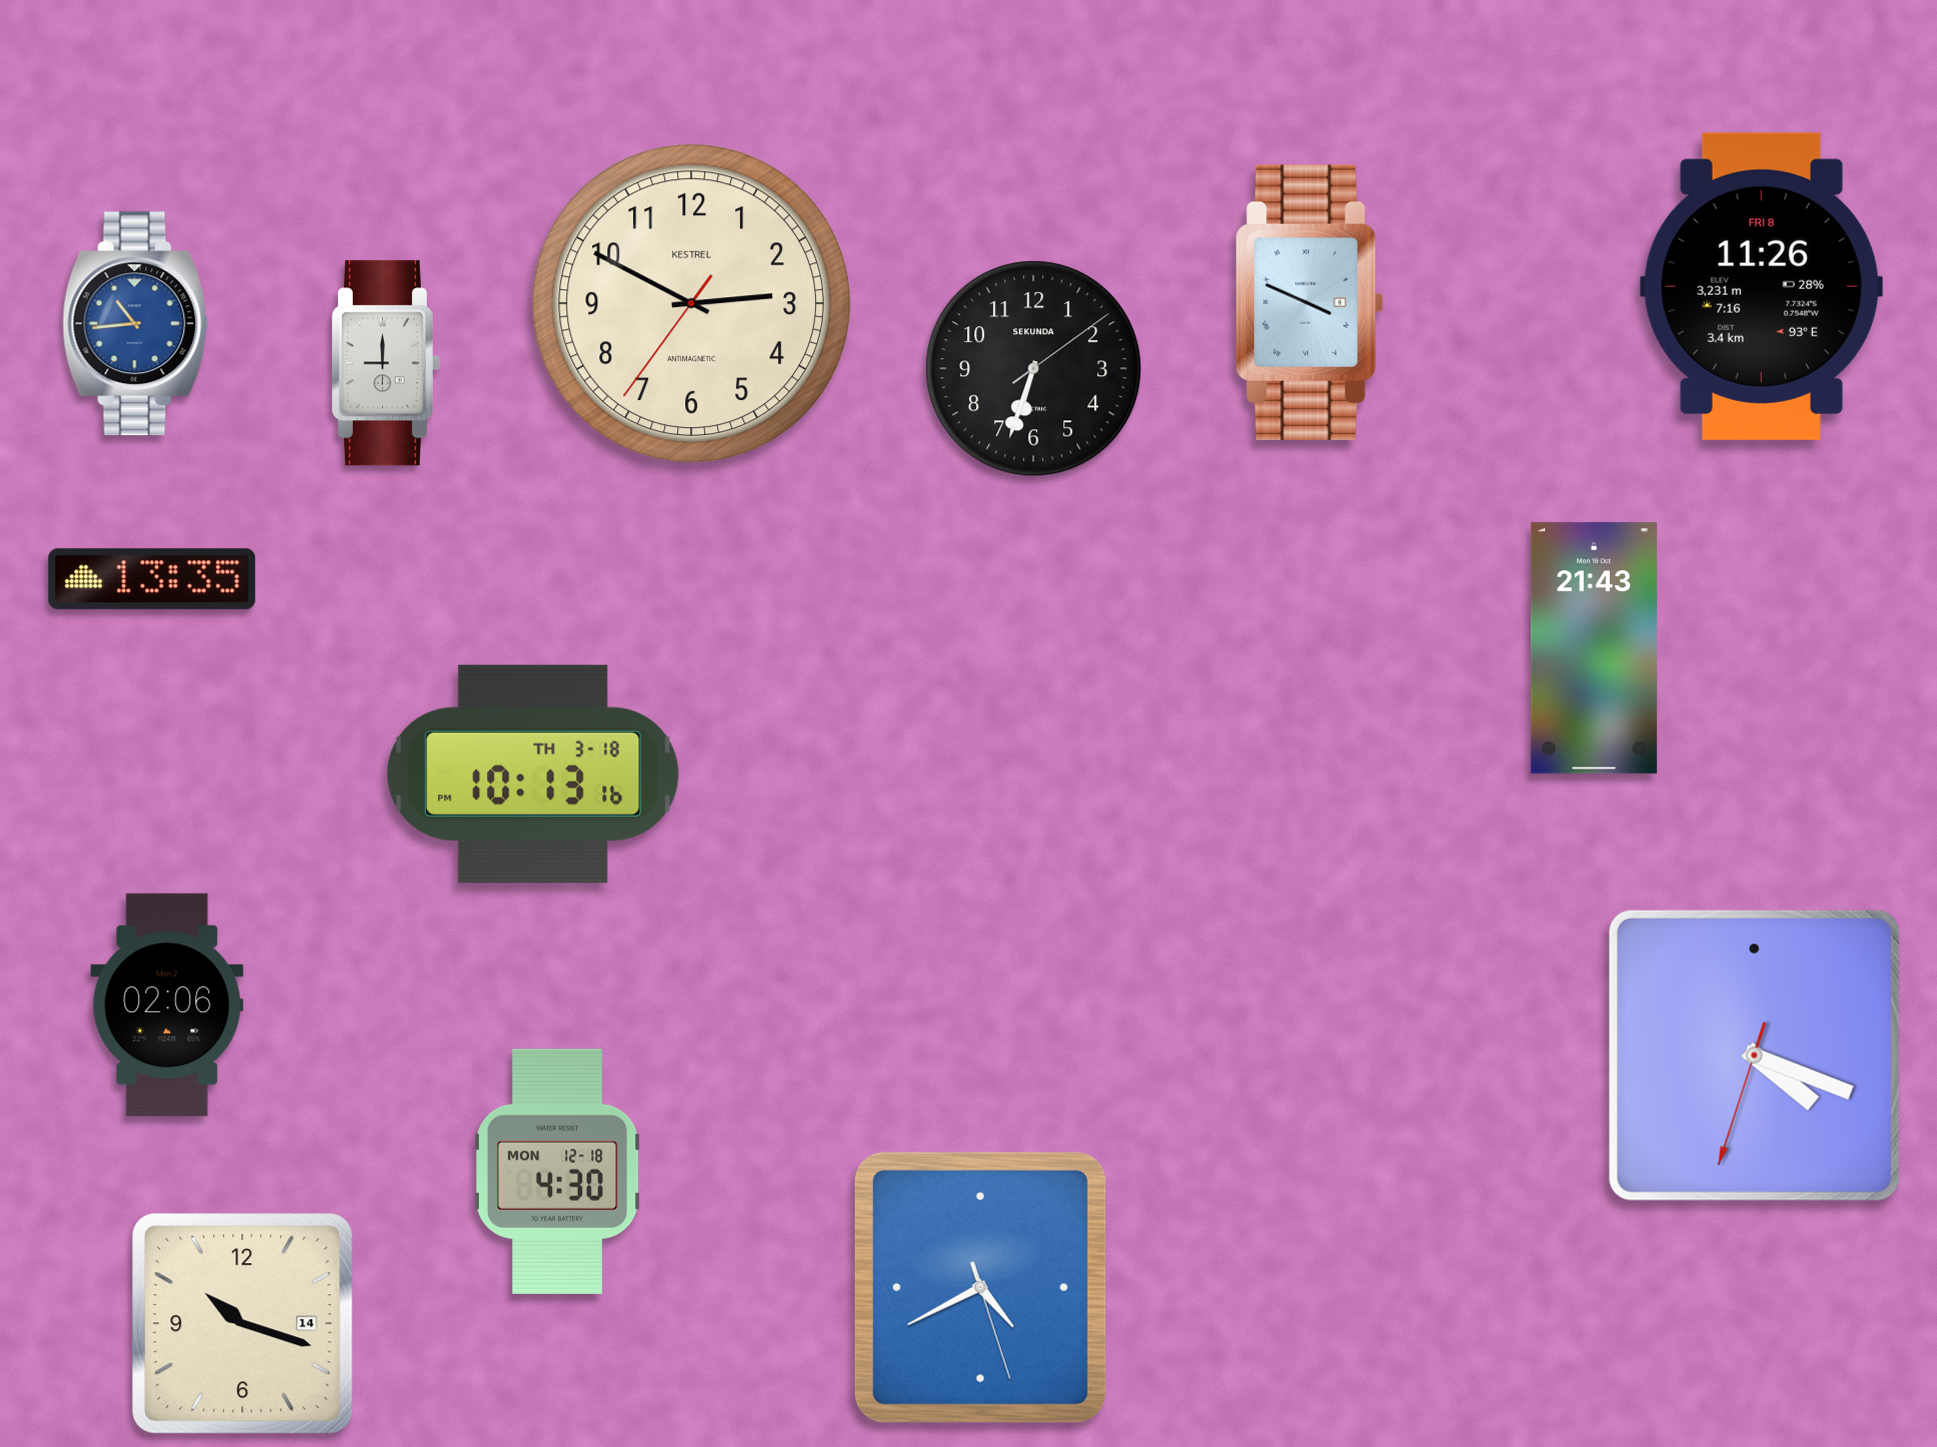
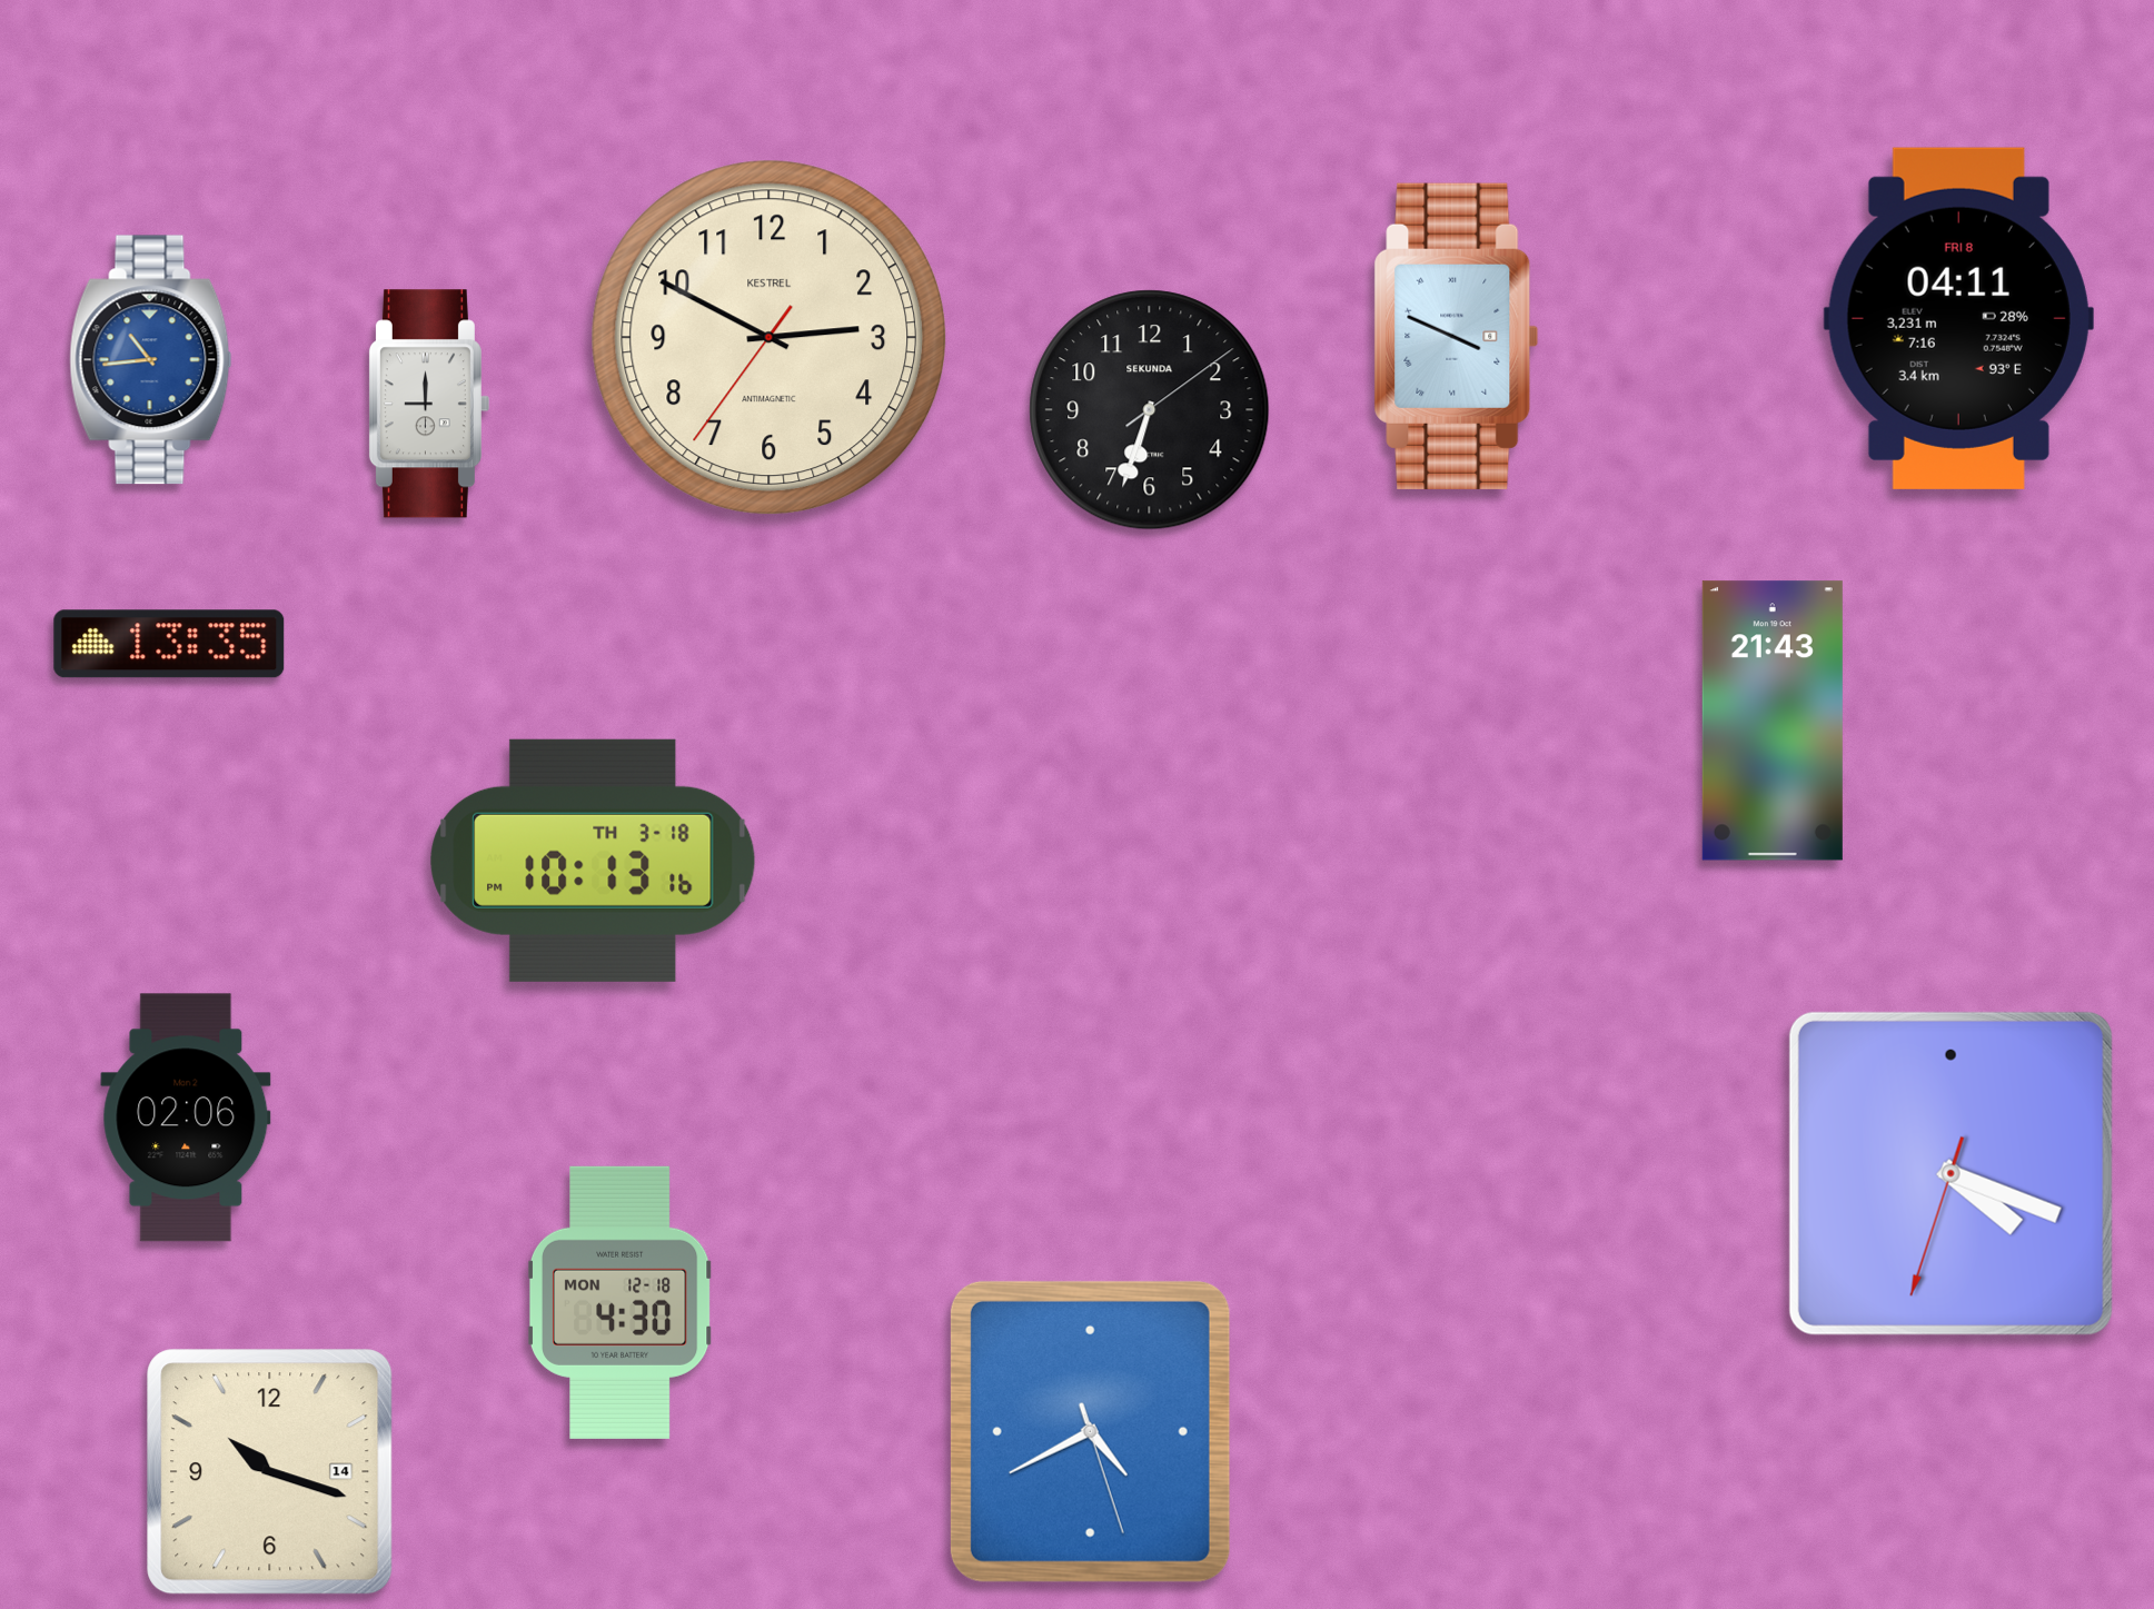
clock at (1761, 286): 11:26 -> 04:11
